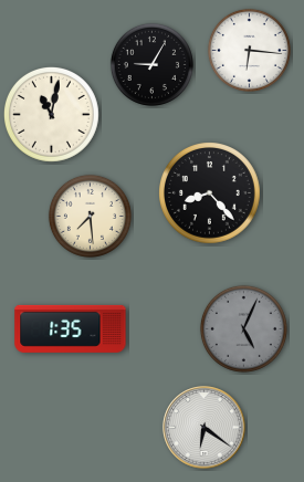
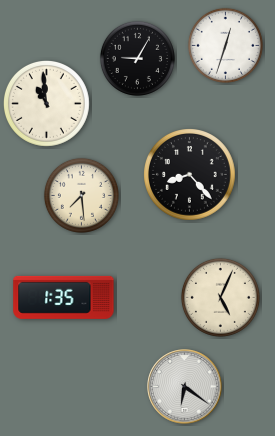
clock at (249, 50): 6:16 -> 12:33
clock at (51, 114): 11:02 -> 10:59
clock at (243, 328) dial: grey -> cream
